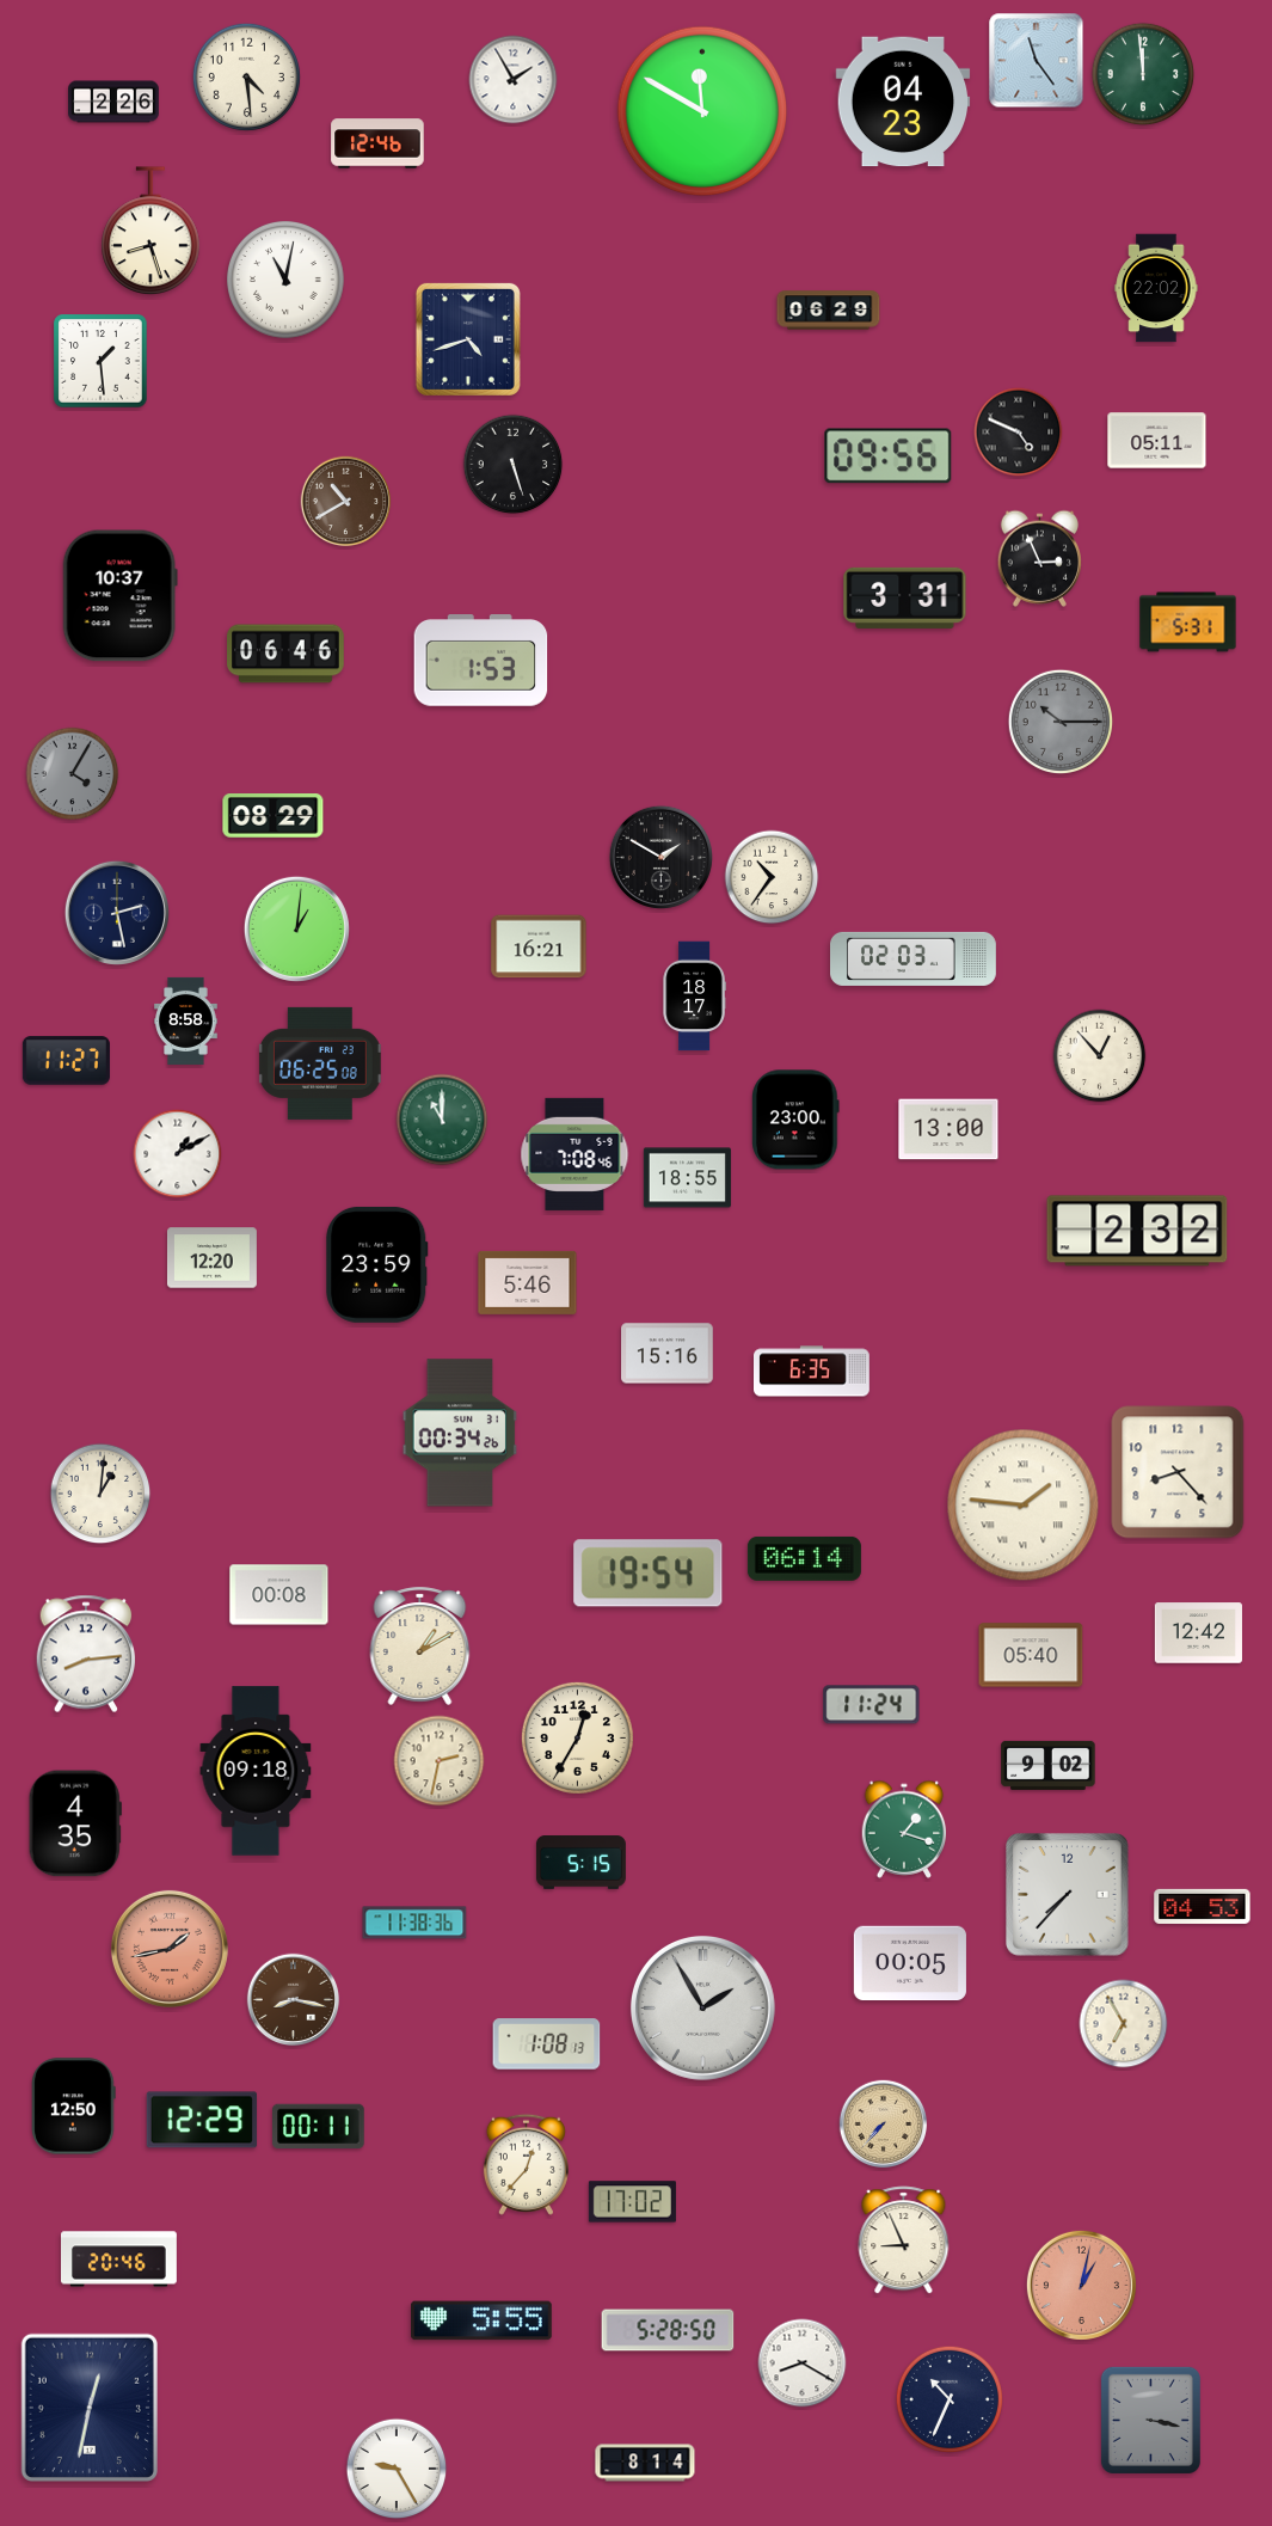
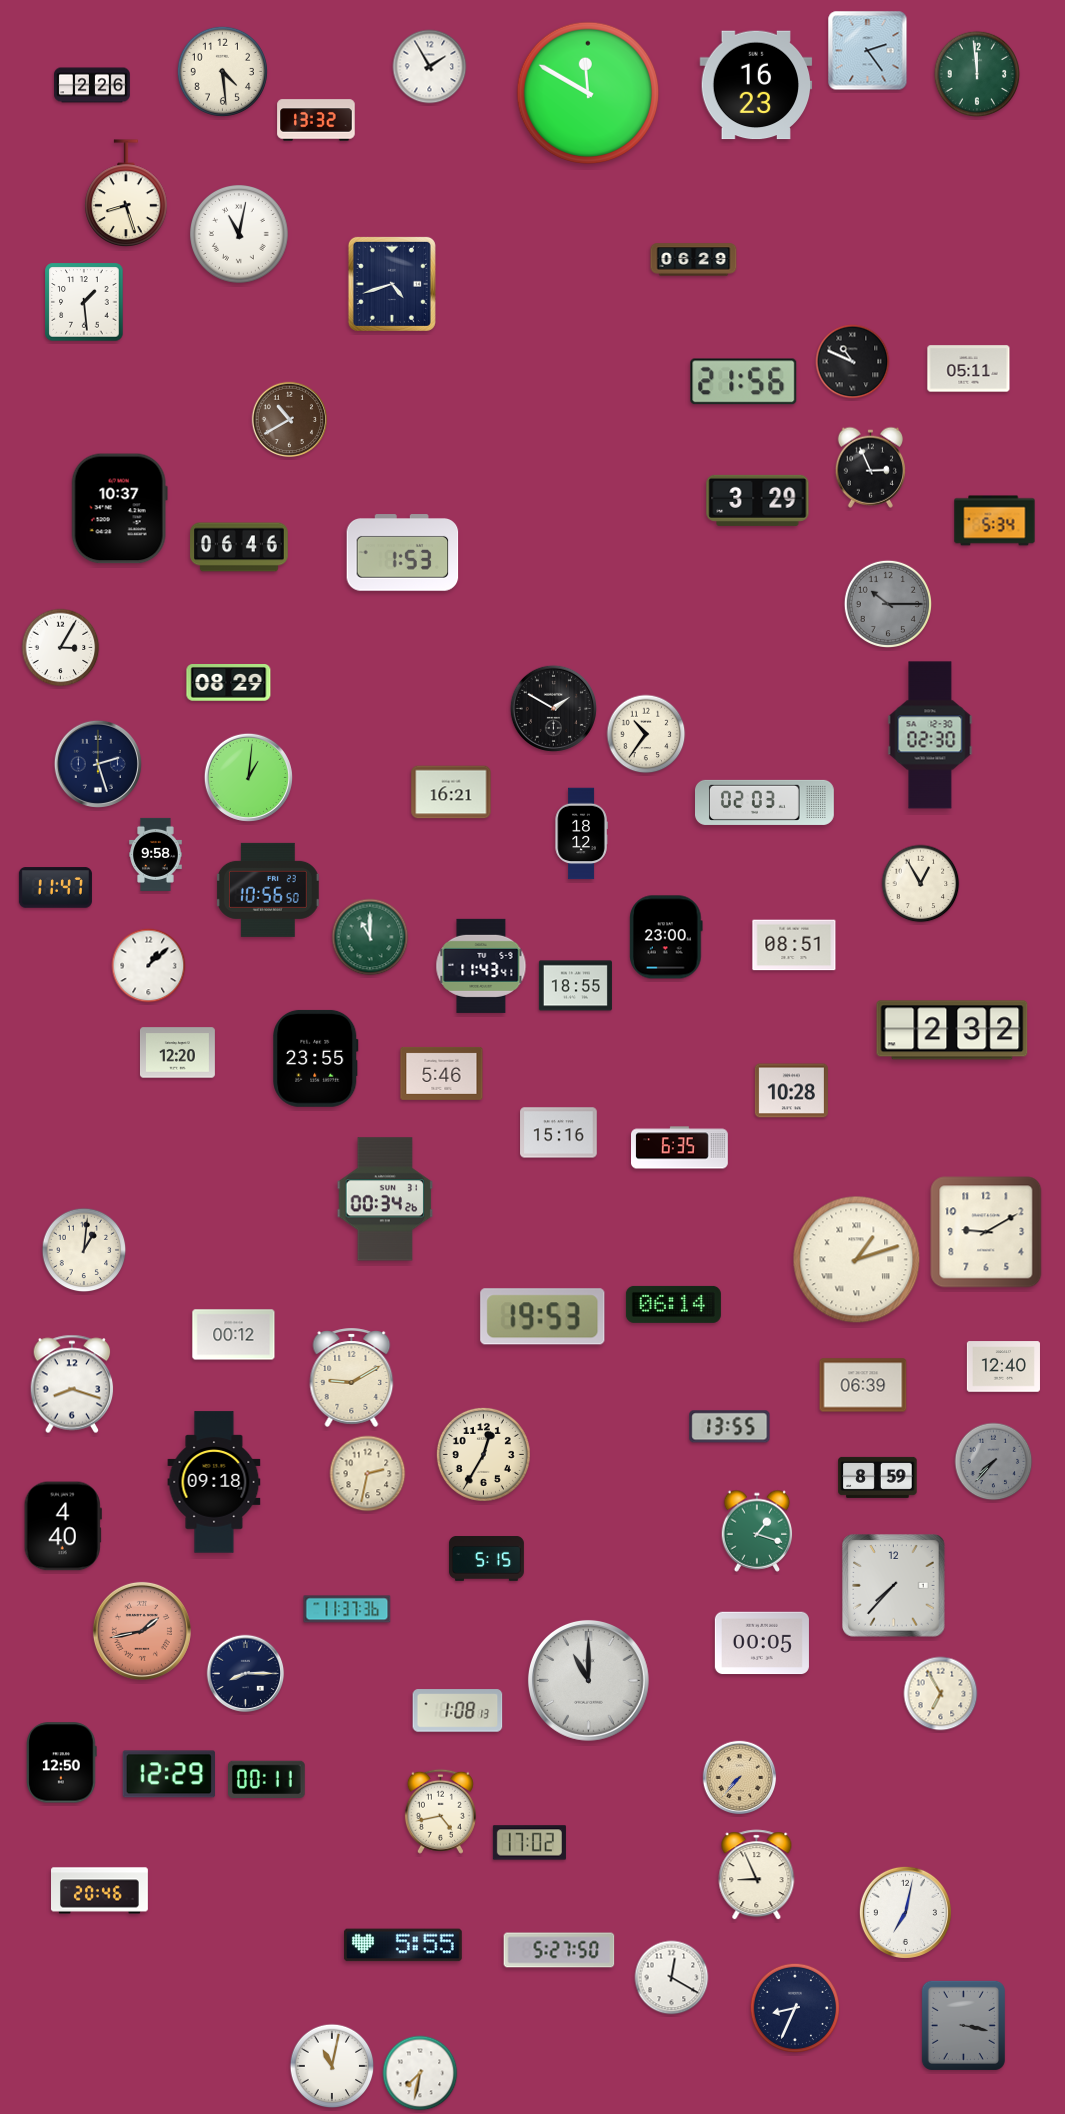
clock at (1037, 61): 11:24 -> 2:24
clock at (1143, 74) position: (1143, 74) -> (977, 74)
clock at (246, 76) position: (246, 76) -> (222, 71)
clock at (113, 102) position: (113, 102) -> (92, 85)
clock at (903, 102): 04:23 -> 16:23
clock at (377, 143): 12:46 -> 13:32
clock at (1156, 288): 22:02 -> none
clock at (1019, 433): 4:49 -> 10:49
clock at (889, 456): 09:56 -> 21:56
clock at (514, 465): 5:27 -> none
clock at (119, 596) position: (119, 596) -> (119, 509)
clock at (905, 597): 3:31 -> 3:29
clock at (1188, 623): 5:31 -> 5:34
clock at (73, 774): 4:05 -> 3:05
clock at (73, 774) dial: grey -> white
clock at (660, 857) position: (660, 857) -> (553, 708)
clock at (930, 735): none -> 02:30
clock at (117, 913): 2:28 -> 2:27
clock at (694, 997): 18:17 -> 18:12
clock at (186, 1020): 8:58 -> 9:58
clock at (1100, 1056): 12:53 -> 12:55
clock at (66, 1061): 11:27 -> 11:47
clock at (320, 1063): 06:25 -> 10:56
clock at (948, 1129): 13:00 -> 08:51
clock at (178, 1154): 1:10 -> 1:08
clock at (574, 1154): 7:08 -> 11:43
clock at (377, 1264): 23:59 -> 23:55
clock at (791, 1091): none -> 10:28
clock at (1178, 1472): 8:23 -> 9:10
clock at (1024, 1506): 1:46 -> 1:12
clock at (649, 1574): 19:54 -> 19:53
clock at (279, 1595): 00:08 -> 00:12
clock at (1198, 1633): 12:42 -> 12:40
clock at (420, 1645): 1:10 -> 9:10
clock at (86, 1654): 8:14 -> 8:18
clock at (1031, 1655): 05:40 -> 06:39
clock at (872, 1705): 11:24 -> 13:55
clock at (994, 1462): none -> 7:37
clock at (1049, 1765): 9:02 -> 8:59
clock at (75, 1823): 4:35 -> 4:40
clock at (1203, 1906): 04:53 -> none
clock at (414, 1923): 11:38 -> 11:37
clock at (294, 2000): 8:17 -> 8:15
clock at (294, 2000) dial: brown -> navy
clock at (702, 2007): 1:55 -> 11:00
clock at (526, 2164): 12:37 -> 4:43
clock at (1081, 2285): 1:02 -> 7:02
clock at (1081, 2285) dial: salmon -> white
clock at (481, 2320) position: (481, 2320) -> (403, 1945)
clock at (668, 2330): 5:28 -> 5:27
clock at (803, 2363): 8:20 -> 12:20
clock at (950, 2399): 10:34 -> 8:34
clock at (90, 2408): 12:32 -> none
clock at (645, 2463): 8:14 -> none
clock at (397, 2469): 9:25 -> 11:02
clock at (420, 2073): none -> 7:32
